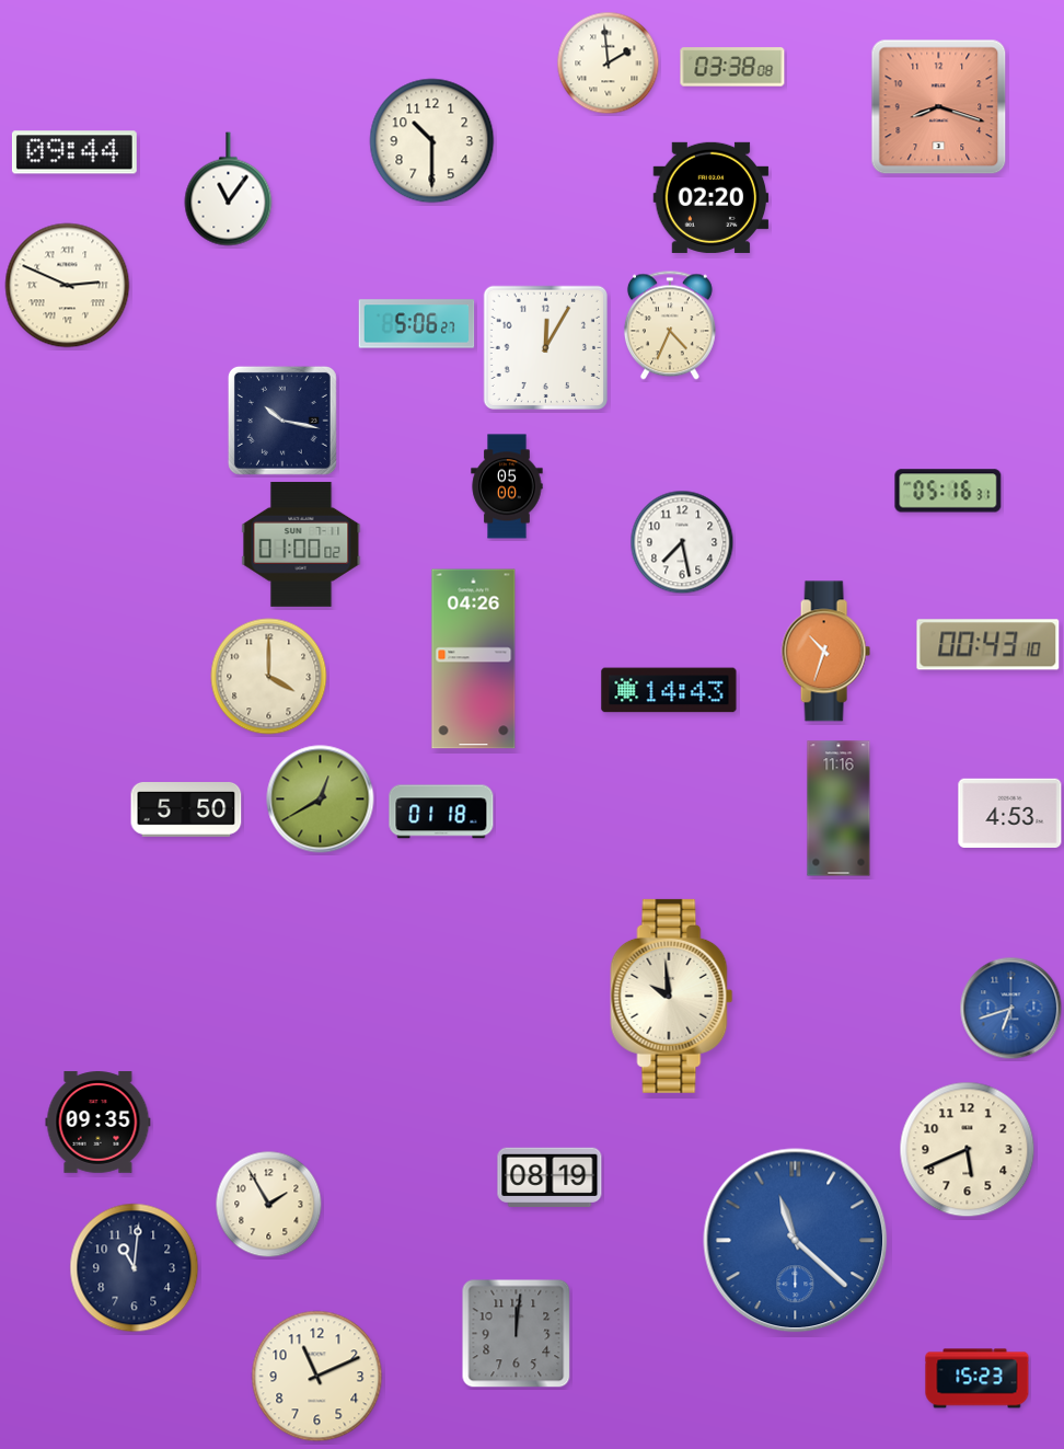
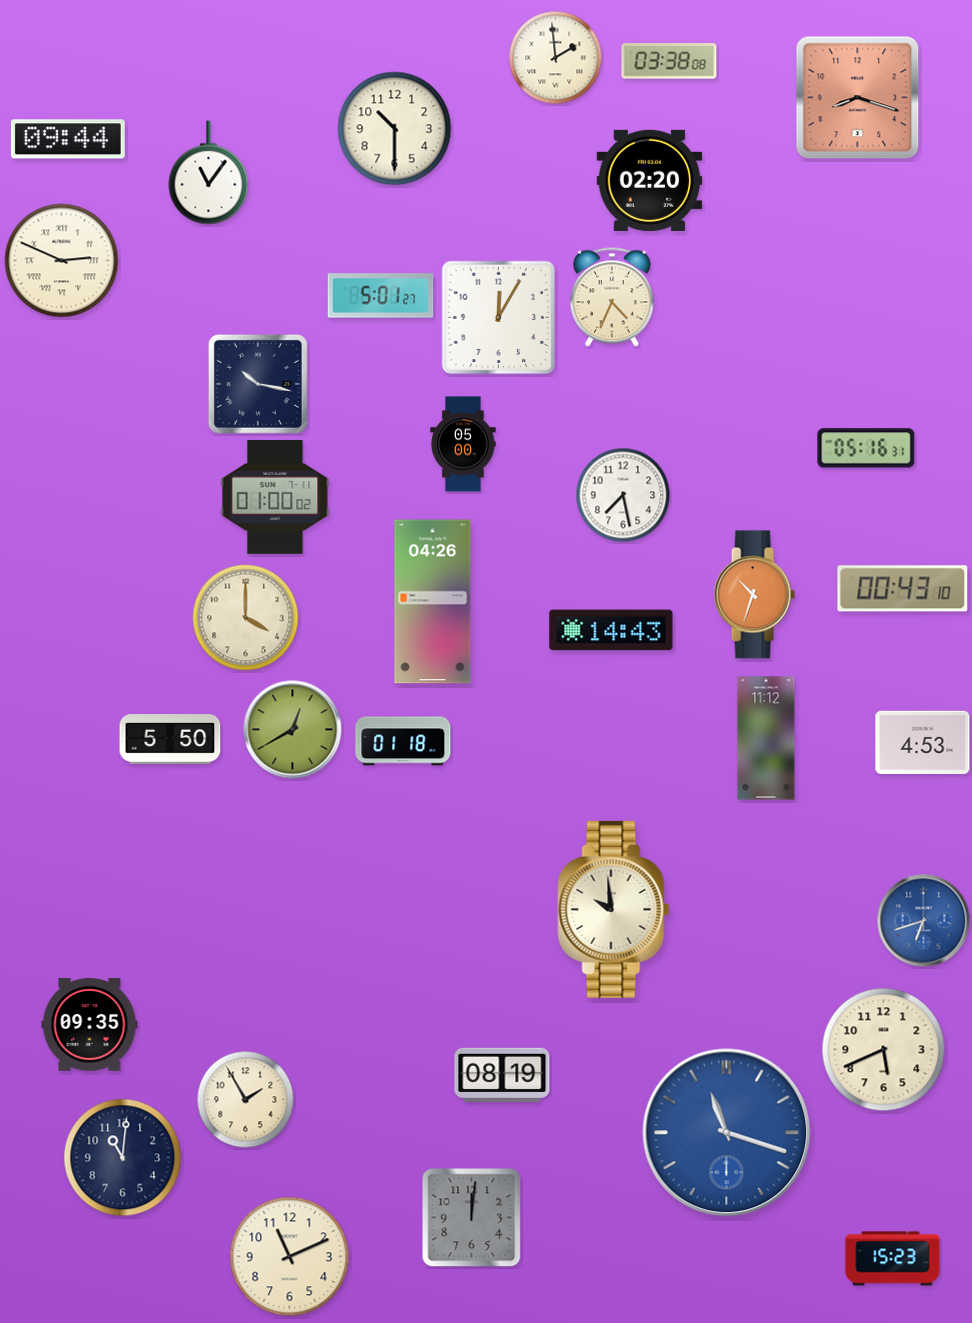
clock at (417, 324): 5:06 -> 5:01
clock at (839, 808): 11:16 -> 11:12
clock at (796, 1241): 11:22 -> 11:18
